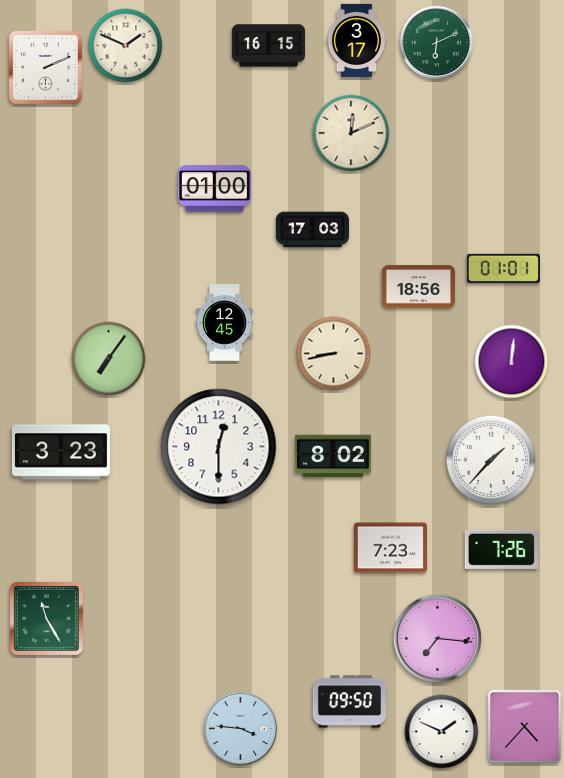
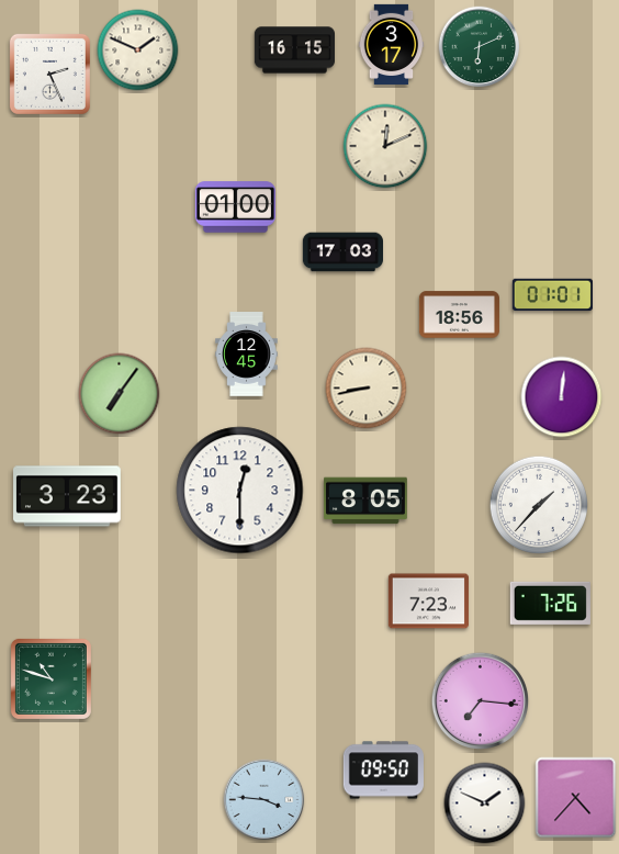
clock at (45, 67): 2:11 -> 2:26
clock at (334, 456): 8:02 -> 8:05
clock at (46, 618): 11:25 -> 10:48
